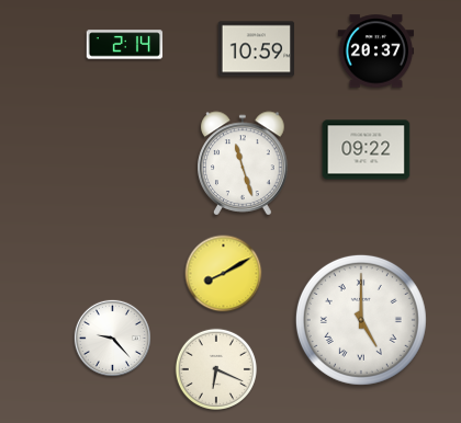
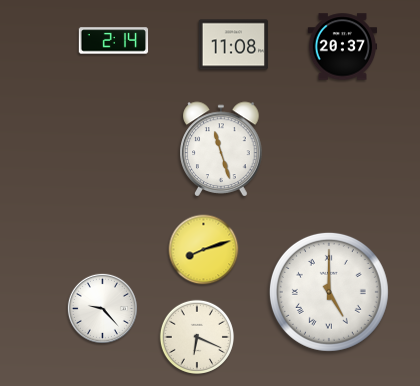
clock at (257, 49): 10:59 -> 11:08
clock at (367, 150): 09:22 -> none
clock at (224, 274): 8:10 -> 8:12
